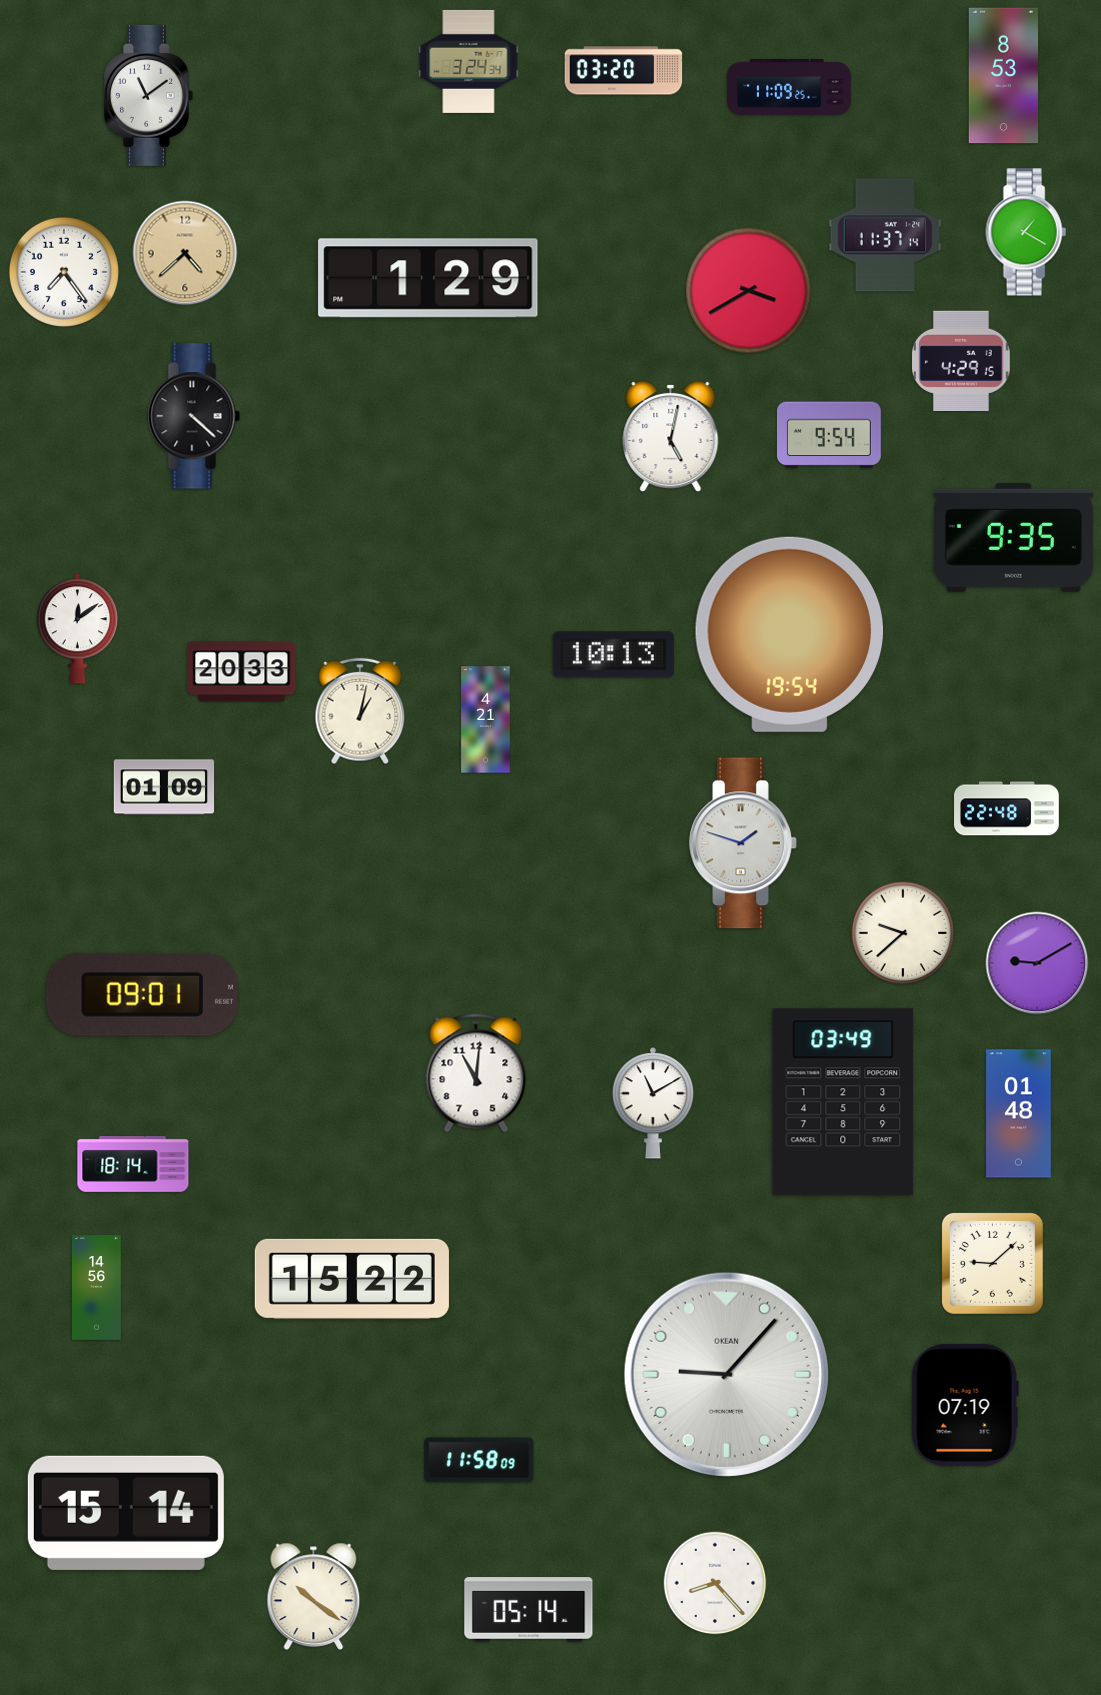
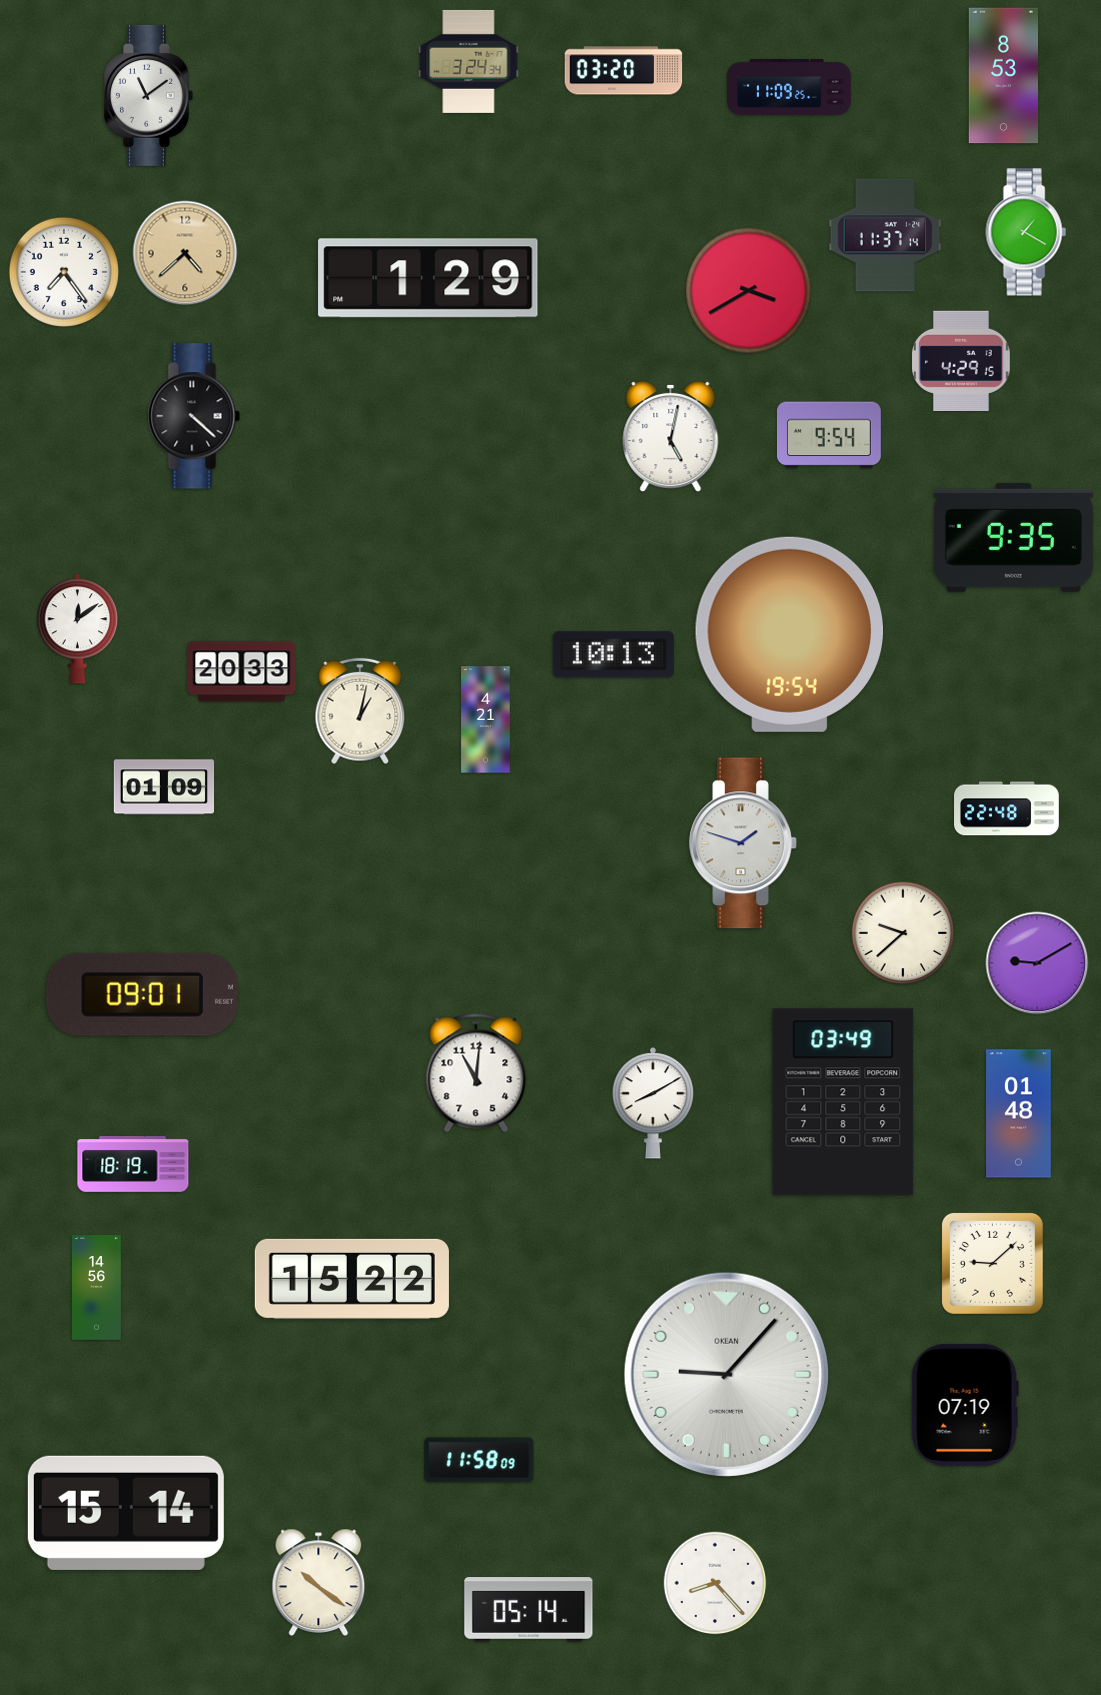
clock at (653, 1103): 11:10 -> 8:10
clock at (133, 1165): 18:14 -> 18:19
clock at (314, 1596) position: (314, 1596) -> (319, 1582)
